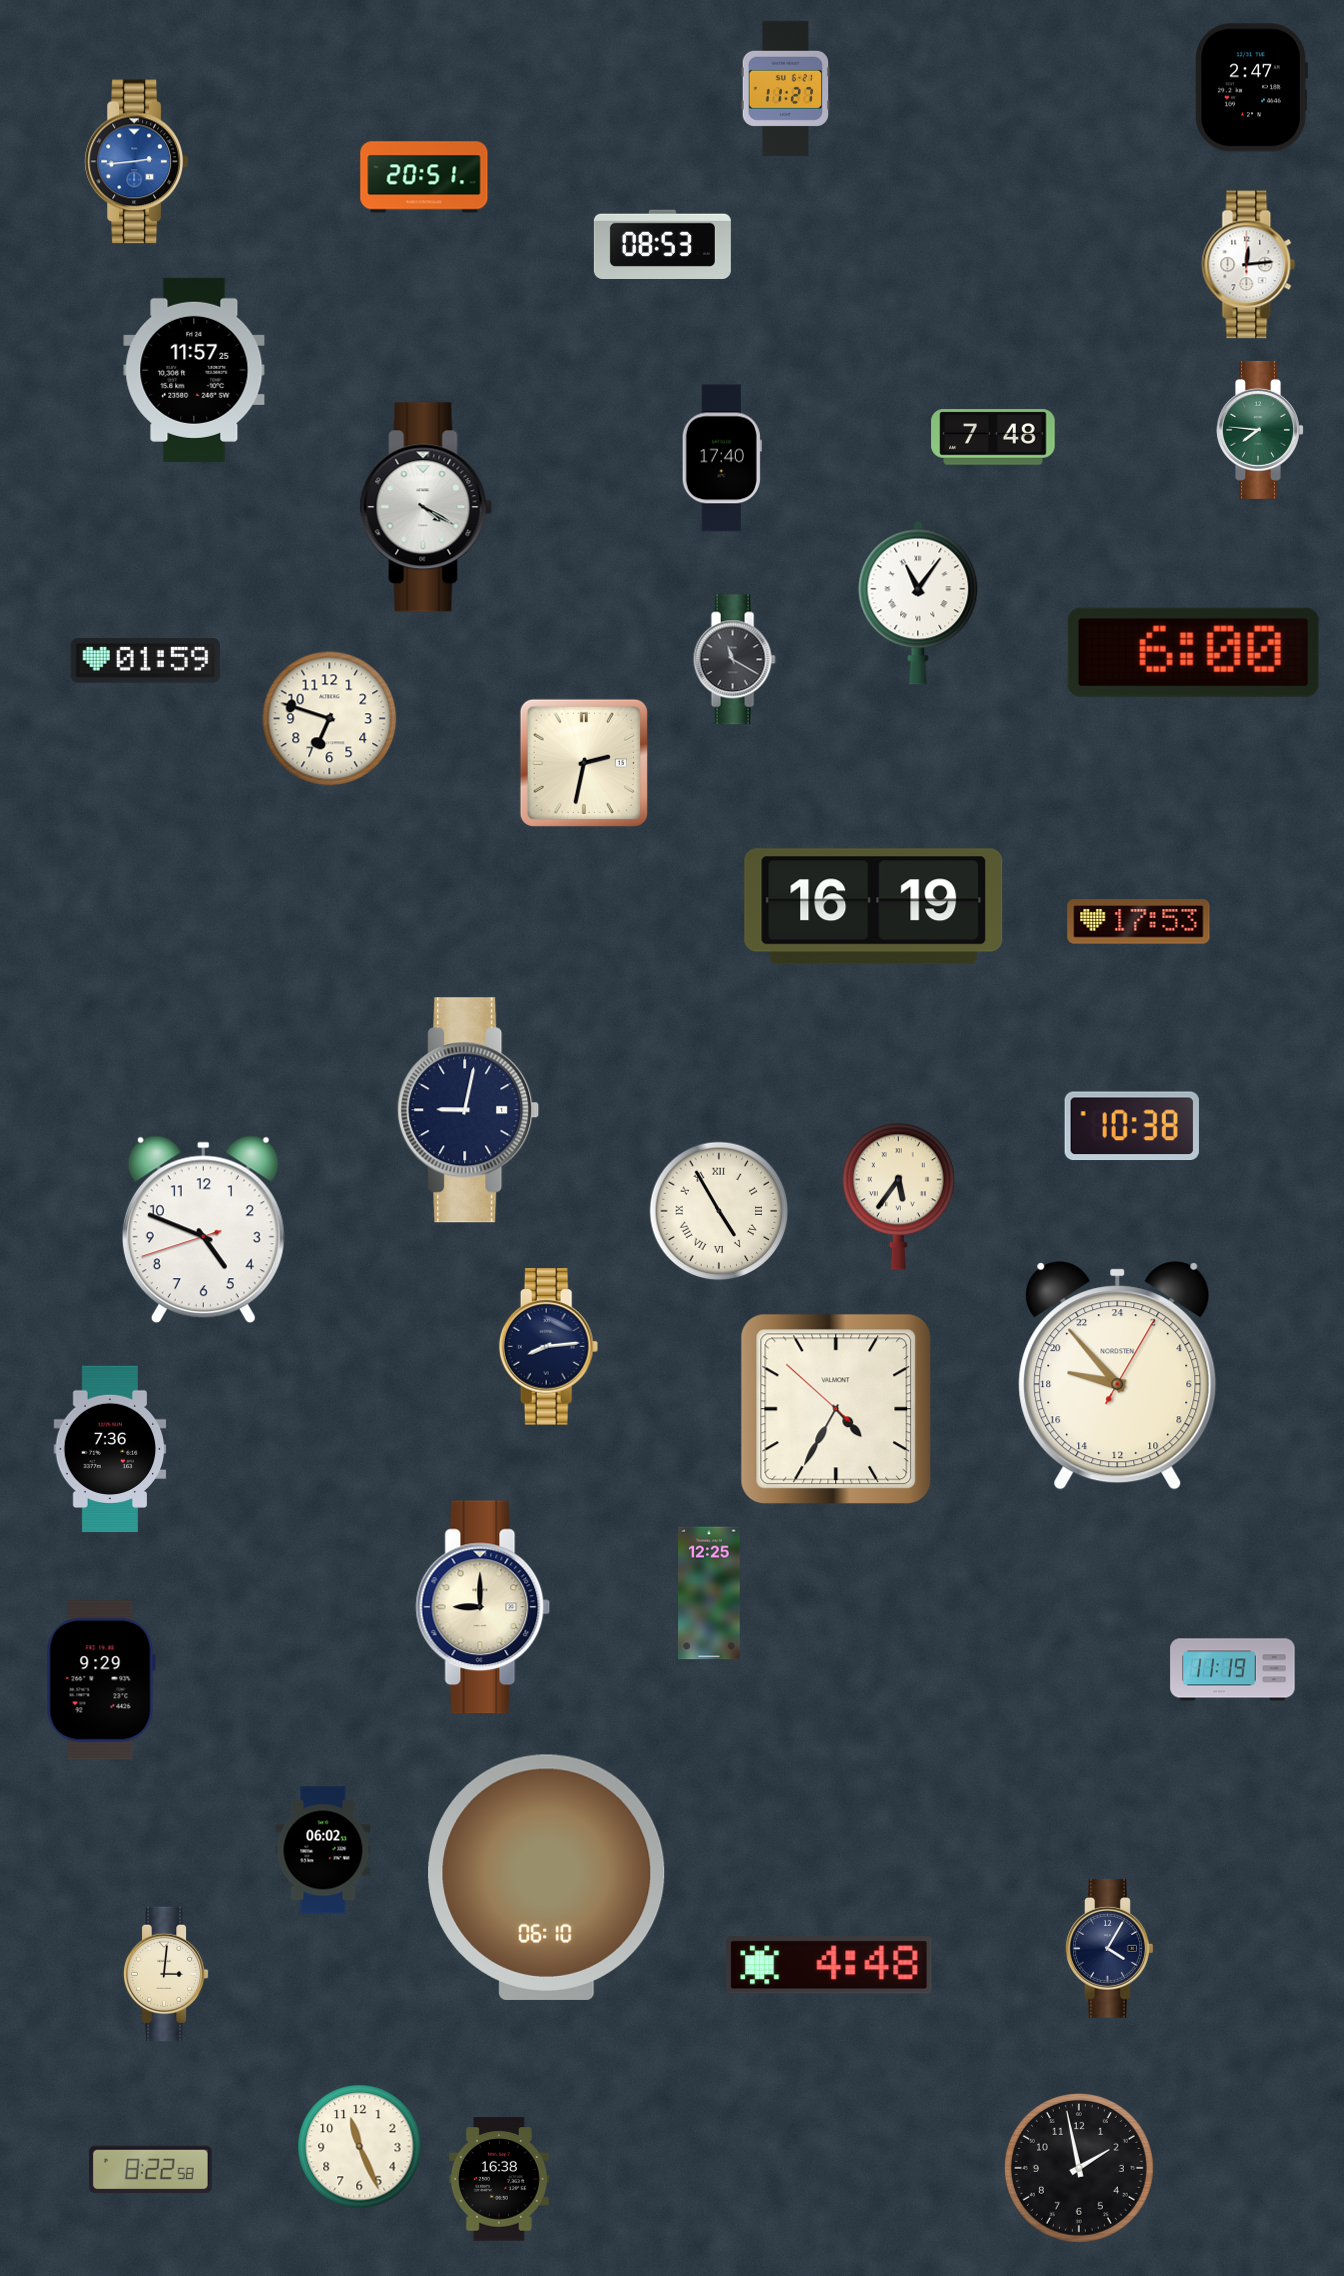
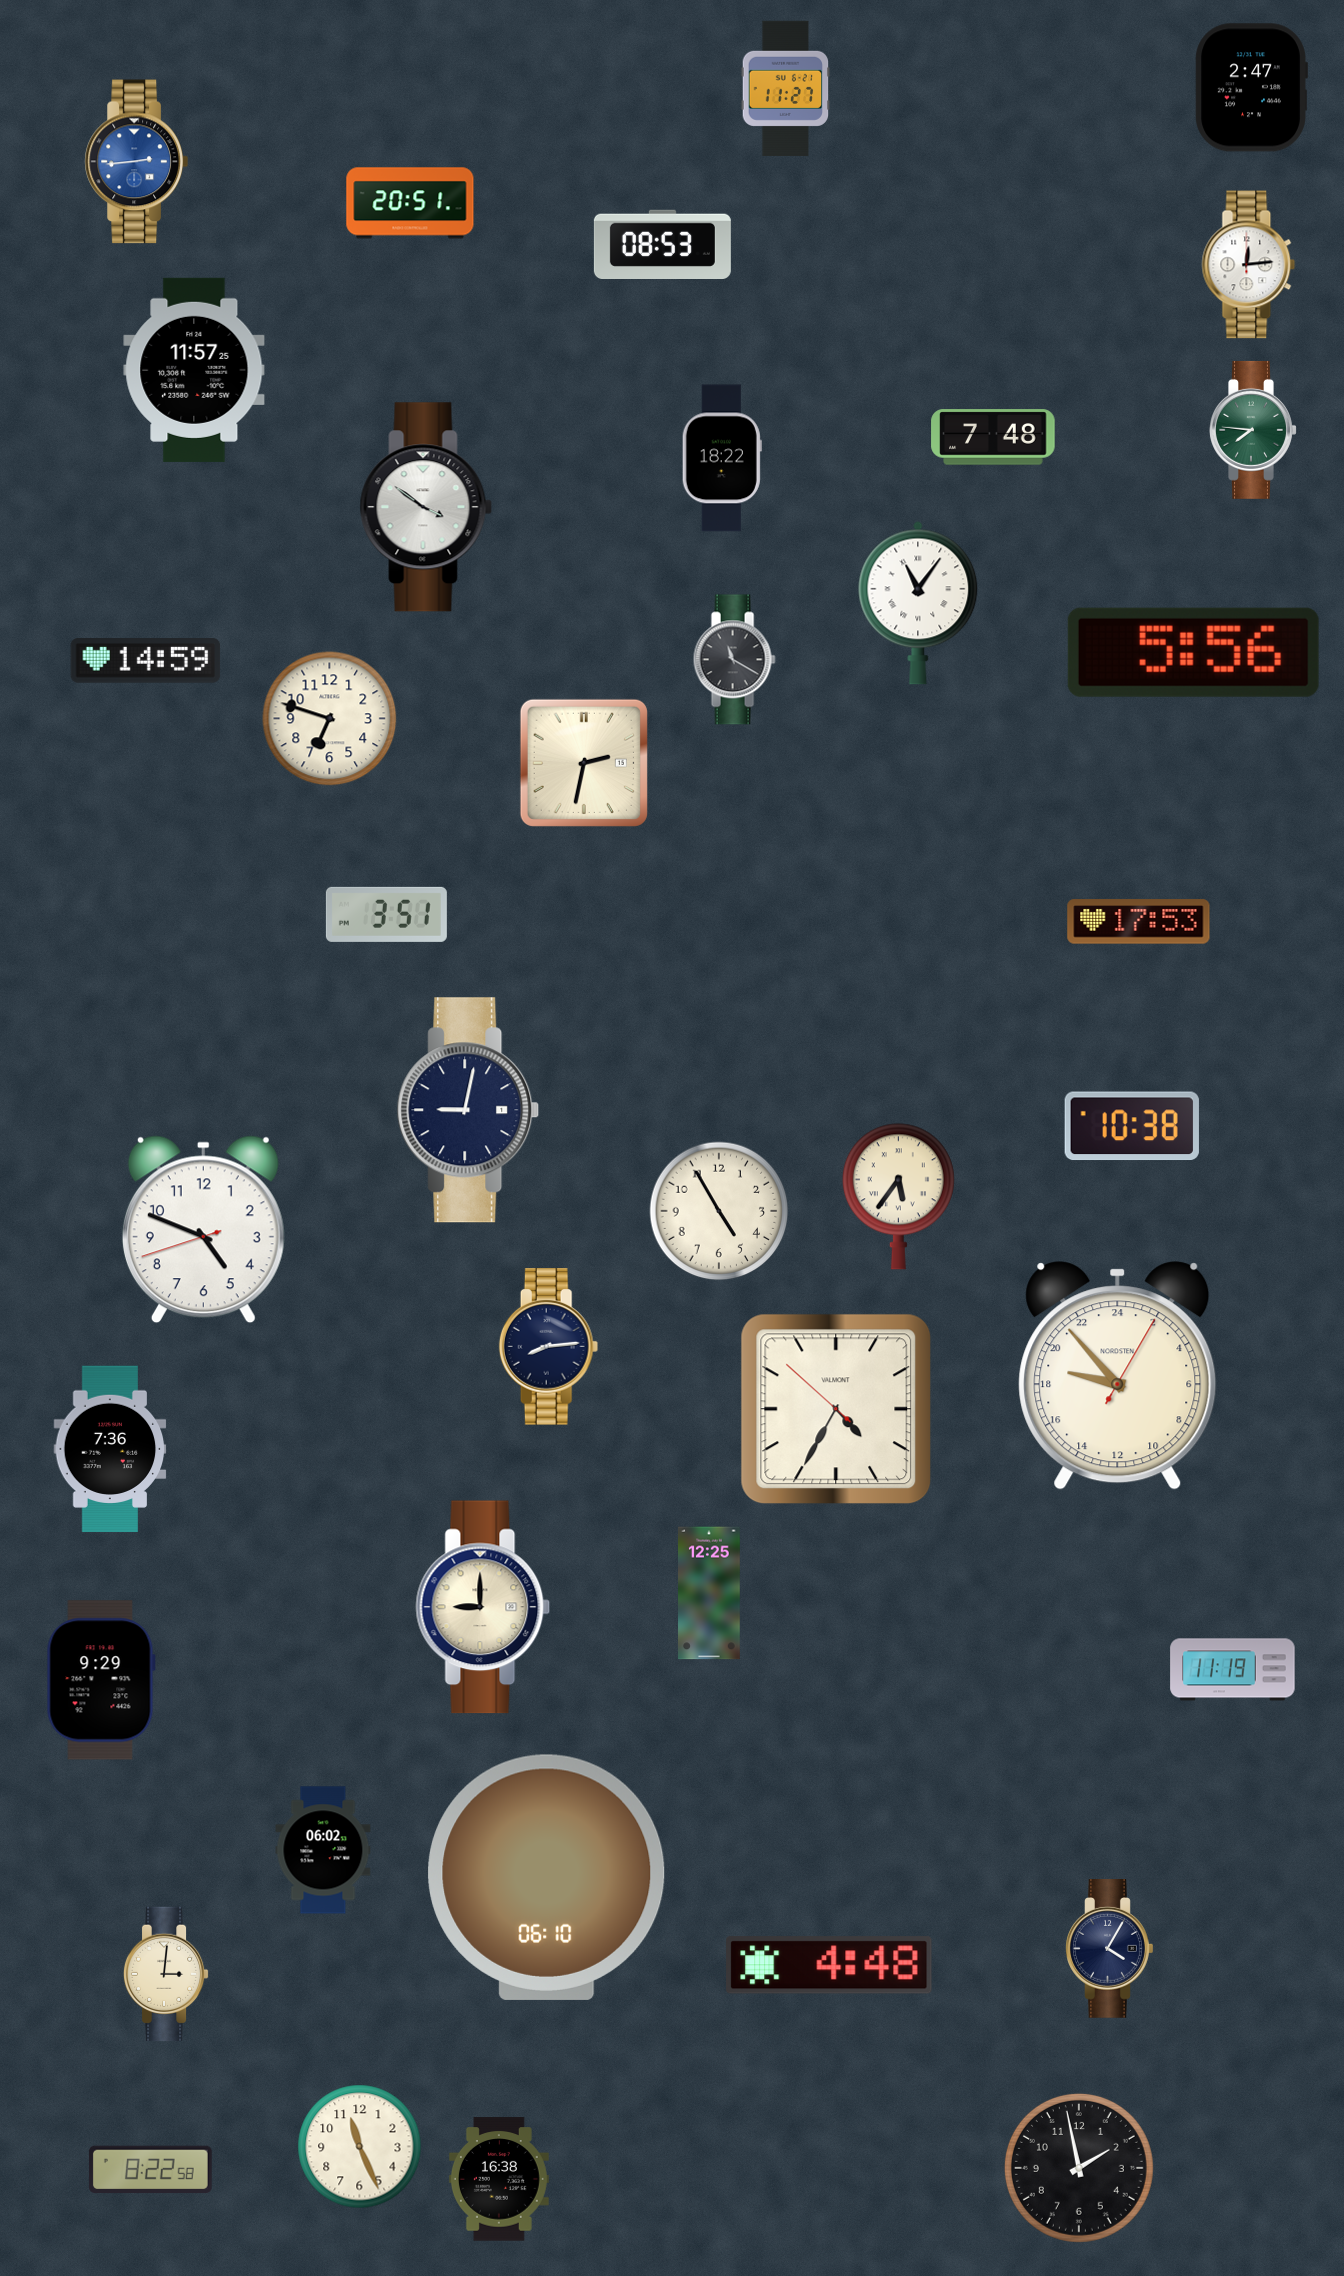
clock at (424, 177) position: (424, 177) -> (410, 203)
clock at (1260, 430) position: (1260, 430) -> (1253, 430)
clock at (722, 458): 17:40 -> 18:22
clock at (426, 507): 4:20 -> 3:51
clock at (1193, 652): 6:00 -> 5:56
clock at (146, 661): 01:59 -> 14:59
clock at (874, 907): 16:19 -> none
clock at (386, 914): none -> 3:51
clock at (719, 1211) numerals: Roman -> Arabic
